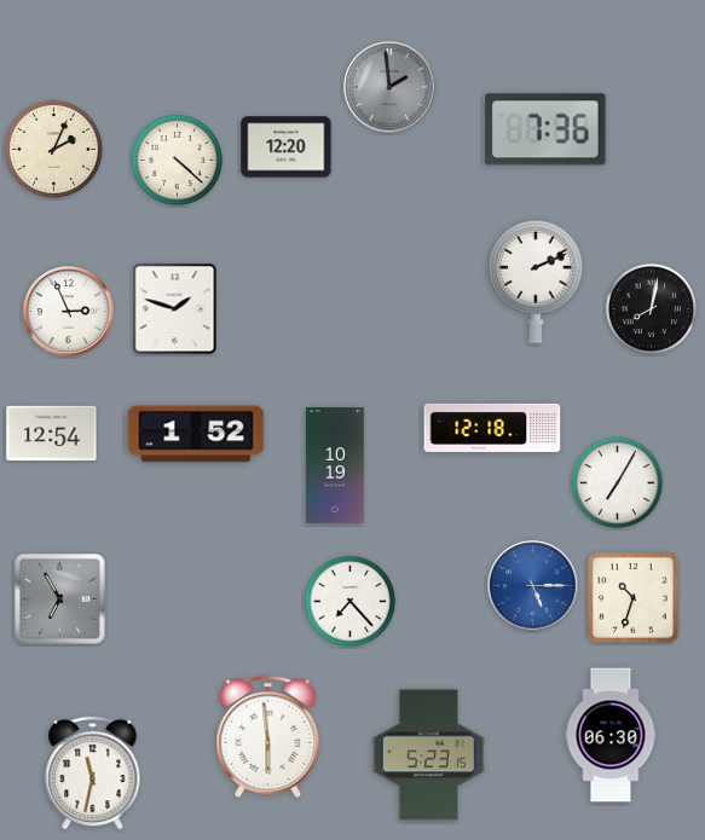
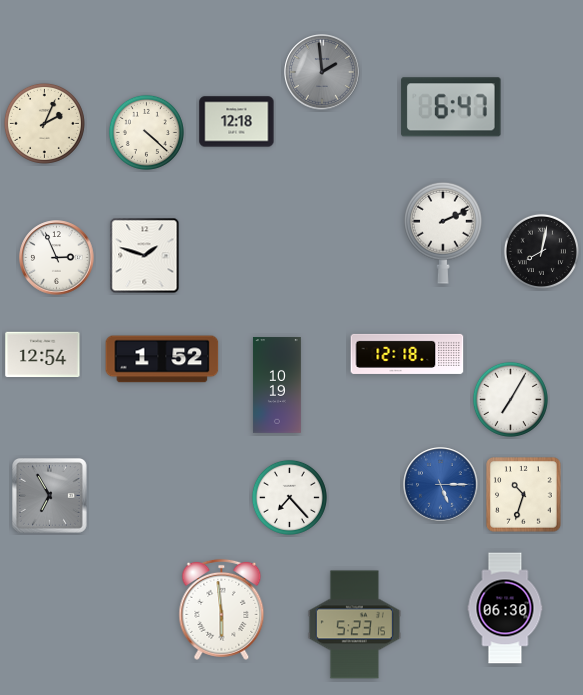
clock at (545, 129): 7:36 -> 6:47
clock at (287, 147): 12:20 -> 12:18
clock at (651, 308) position: (651, 308) -> (541, 251)
clock at (52, 434) position: (52, 434) -> (43, 355)
clock at (93, 772): 11:32 -> none
